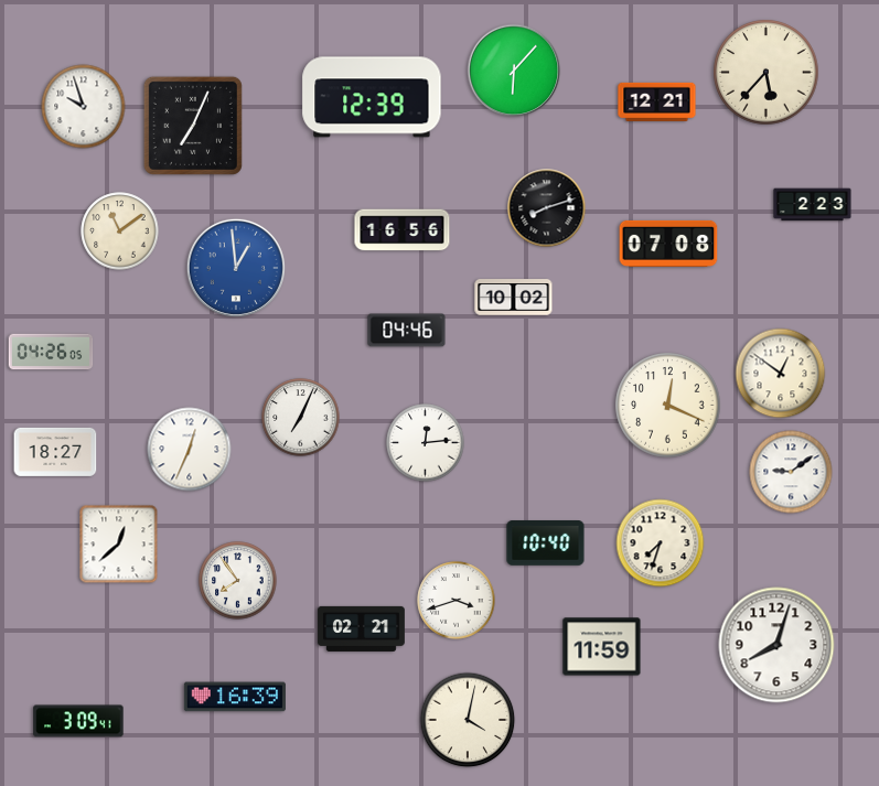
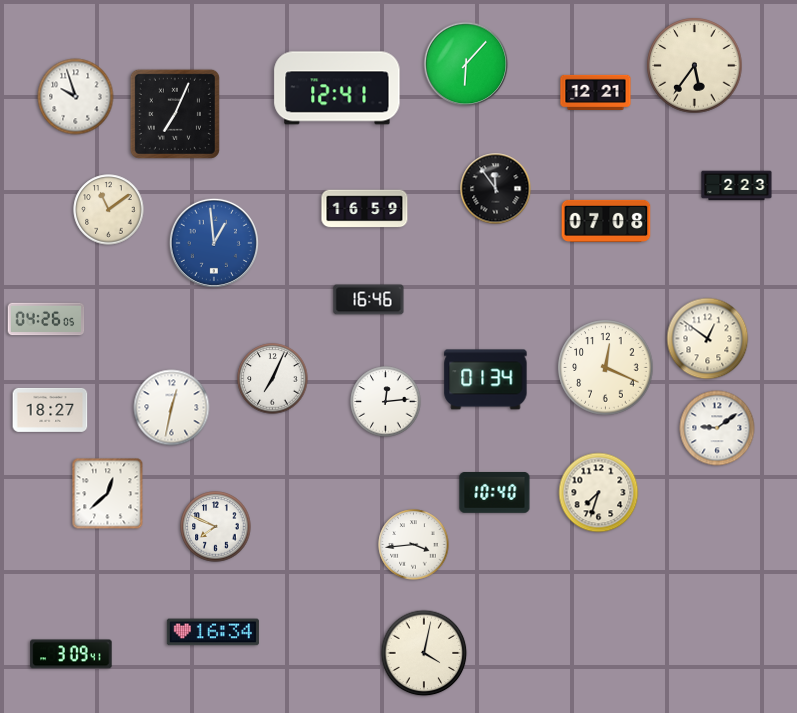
clock at (767, 73): 5:37 -> 5:36
clock at (372, 97): 12:39 -> 12:41
clock at (547, 208): 8:12 -> 11:54
clock at (403, 230): 16:56 -> 16:59
clock at (514, 298): 10:02 -> none
clock at (407, 331): 04:46 -> 16:46
clock at (486, 380): none -> 01:34
clock at (190, 450): 12:34 -> 12:32
clock at (238, 581): 7:54 -> 7:49
clock at (457, 601): 3:42 -> 3:44
clock at (361, 628): 02:21 -> none
clock at (776, 645): 8:03 -> none
clock at (602, 647): 11:59 -> none
clock at (235, 697): 16:39 -> 16:34
